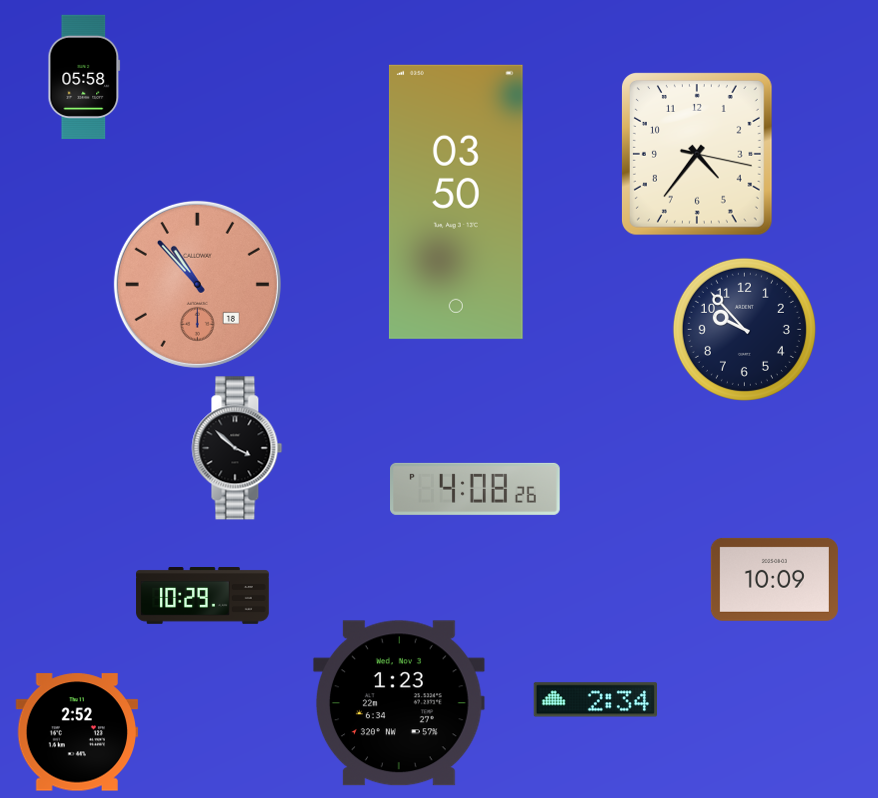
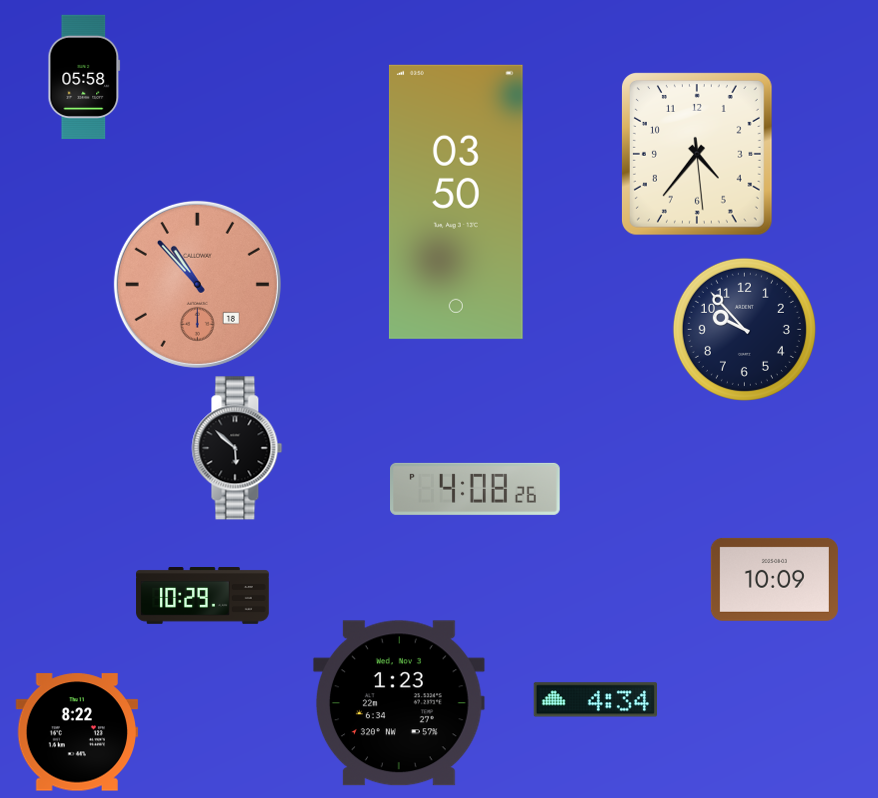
clock at (697, 155): 4:36:17 -> 4:36:29
clock at (237, 448): 3:52 -> 5:52
clock at (595, 700): 2:34 -> 4:34
clock at (76, 732): 2:52 -> 8:22
